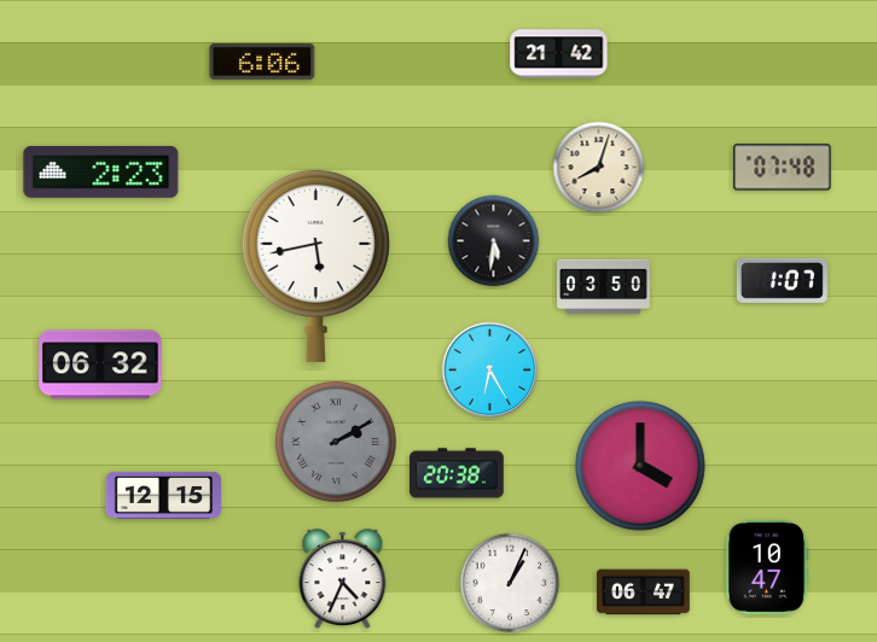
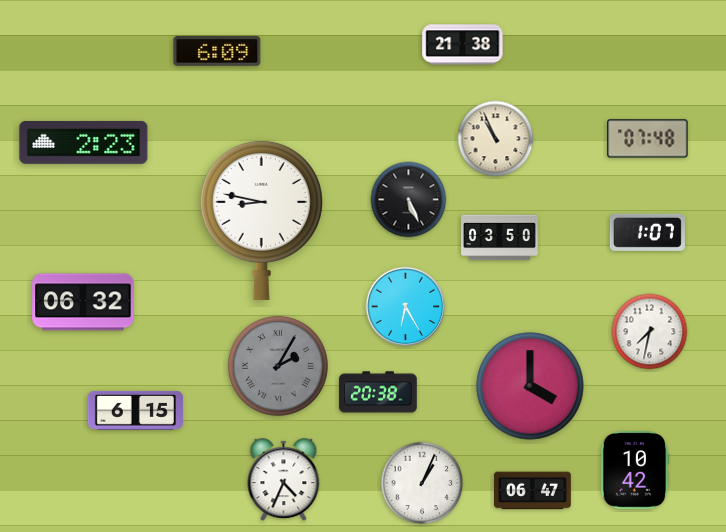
clock at (559, 54): 21:42 -> 21:38
clock at (262, 63): 6:06 -> 6:09
clock at (599, 168): 8:03 -> 10:56
clock at (494, 241): 5:31 -> 5:26
clock at (315, 265): 5:43 -> 8:47
clock at (650, 332): none -> 7:32
clock at (336, 442): 2:10 -> 2:05
clock at (163, 495): 12:15 -> 6:15
clock at (767, 567): 10:47 -> 10:42
